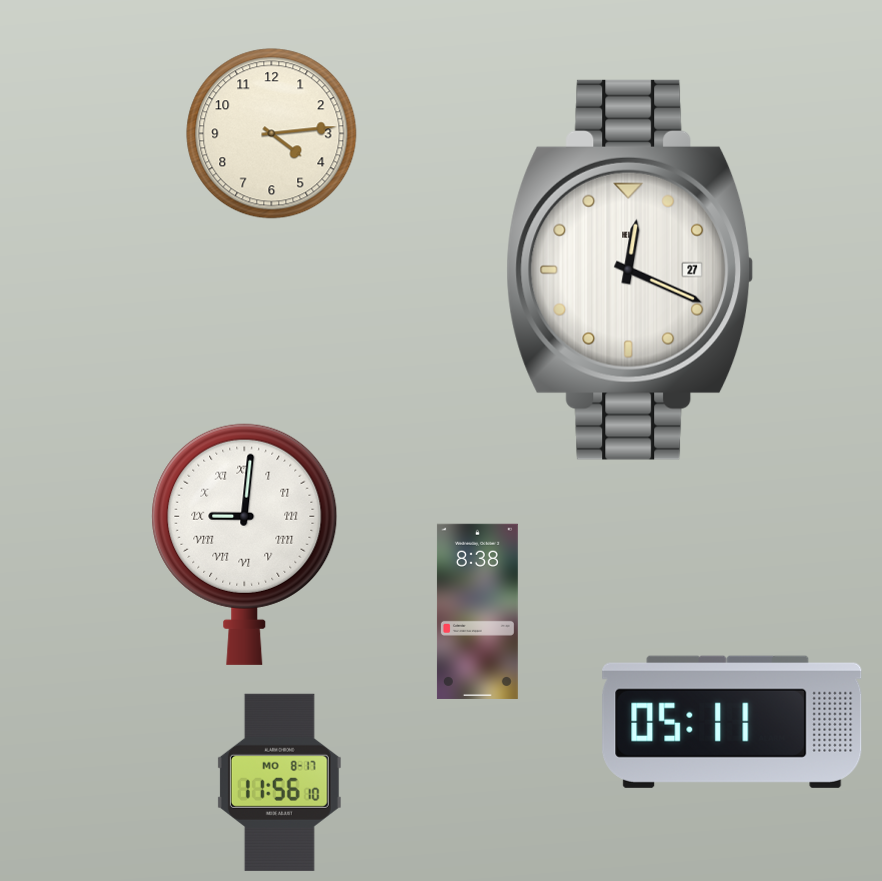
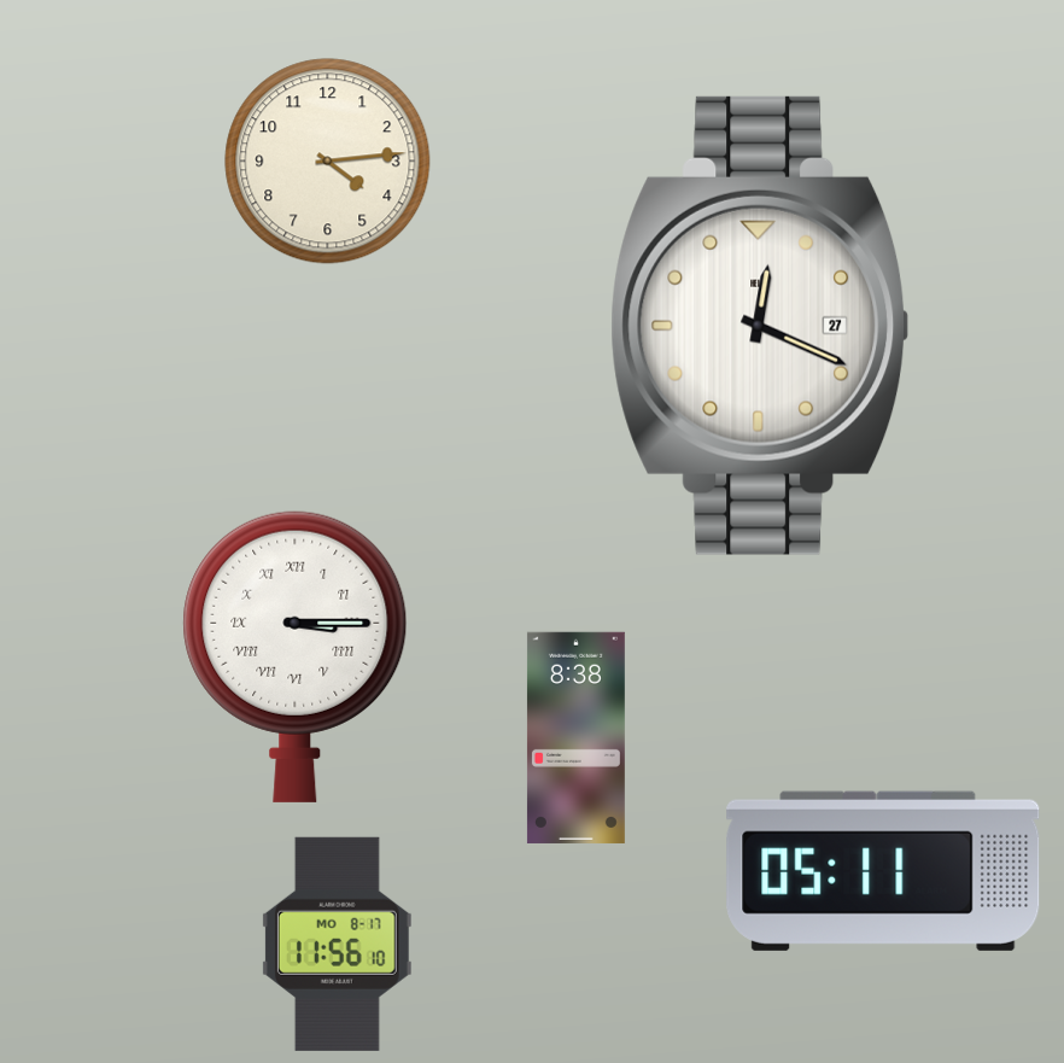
clock at (245, 544): 9:01 -> 3:15
